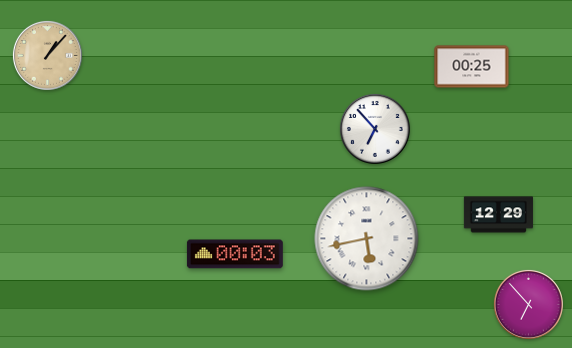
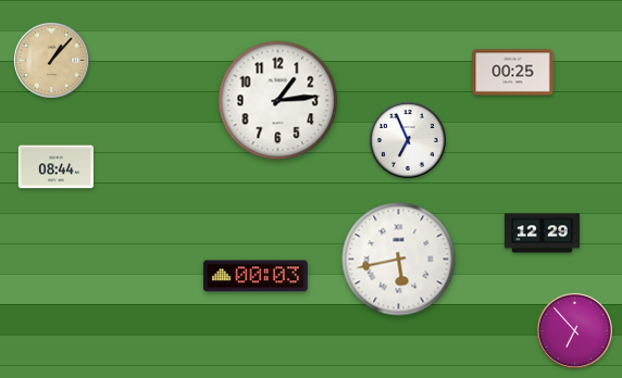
clock at (278, 101): none -> 1:14
clock at (375, 129): 6:53 -> 6:56
clock at (55, 167): none -> 08:44
